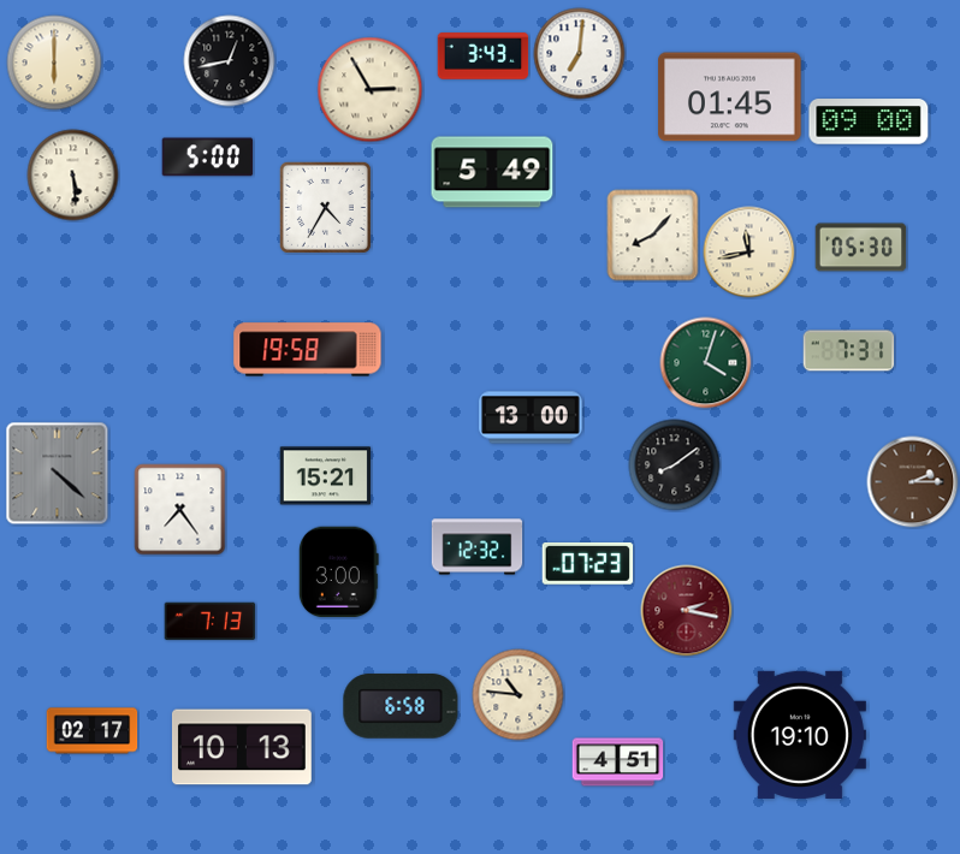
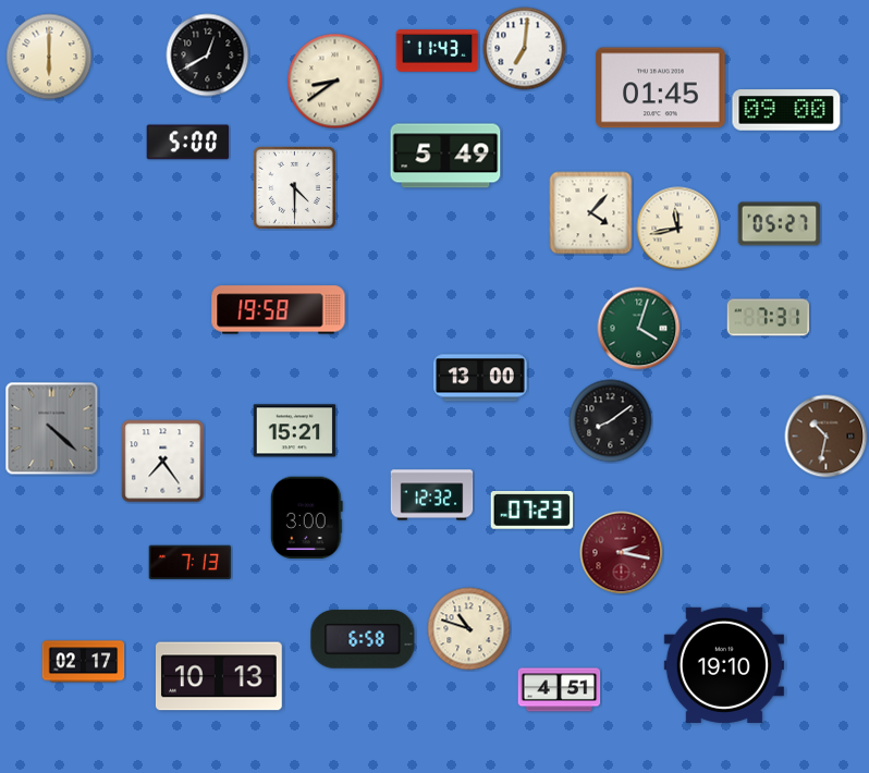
clock at (484, 57): 3:43 -> 11:43
clock at (230, 61): 12:43 -> 12:40
clock at (371, 90): 2:55 -> 8:39
clock at (73, 176): 5:29 -> none
clock at (325, 207): 4:35 -> 4:30
clock at (653, 236): 8:07 -> 4:07
clock at (861, 248): 05:30 -> 05:27
clock at (308, 350) position: (308, 350) -> (279, 310)
clock at (913, 482): 2:15 -> 10:32
clock at (518, 695): 10:46 -> 10:48
